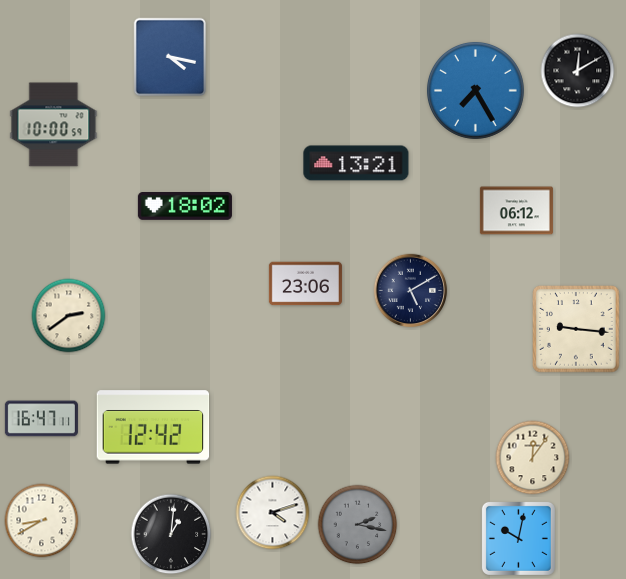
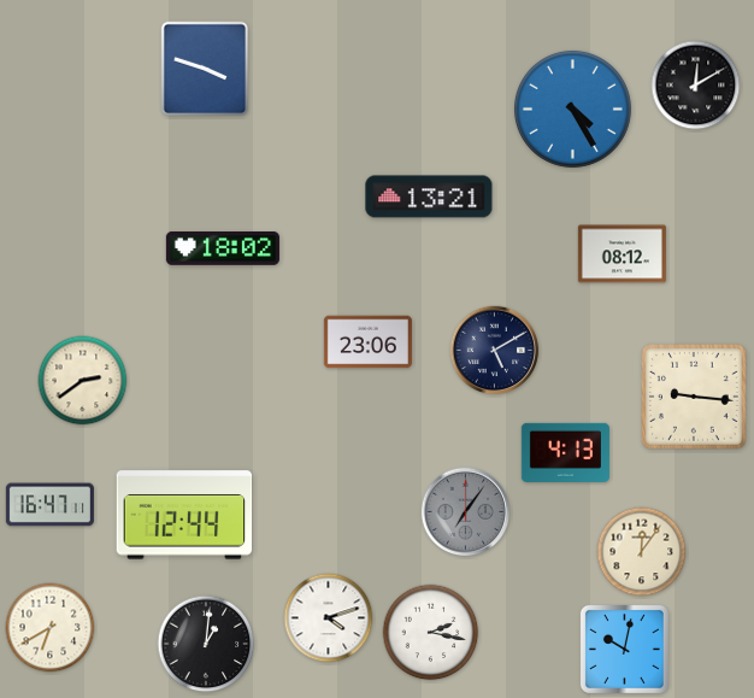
clock at (170, 57): 4:17 -> 3:48
clock at (475, 90): 7:25 -> 4:25
clock at (54, 125): 10:00 -> none
clock at (516, 211): 06:12 -> 08:12
clock at (565, 452): none -> 4:13
clock at (466, 512): none -> 7:06
clock at (153, 427): 12:42 -> 12:44
clock at (42, 521): 8:40 -> 6:40
clock at (358, 525) dial: grey -> white
